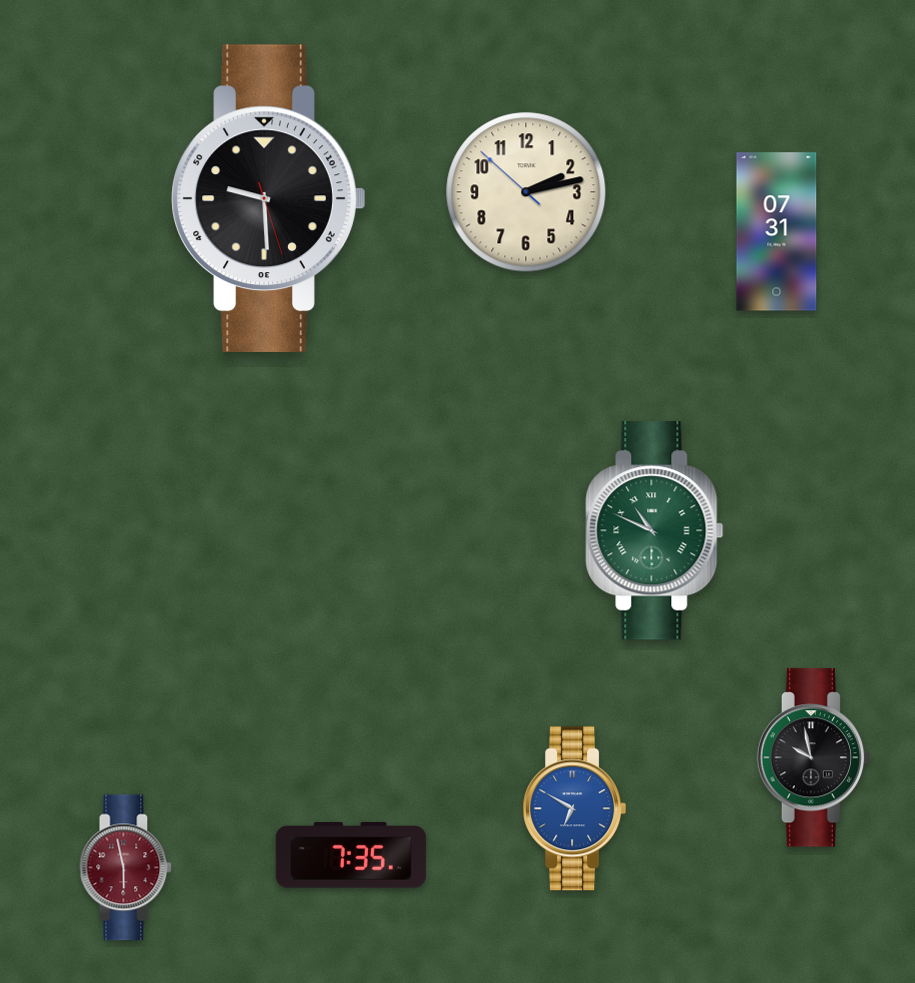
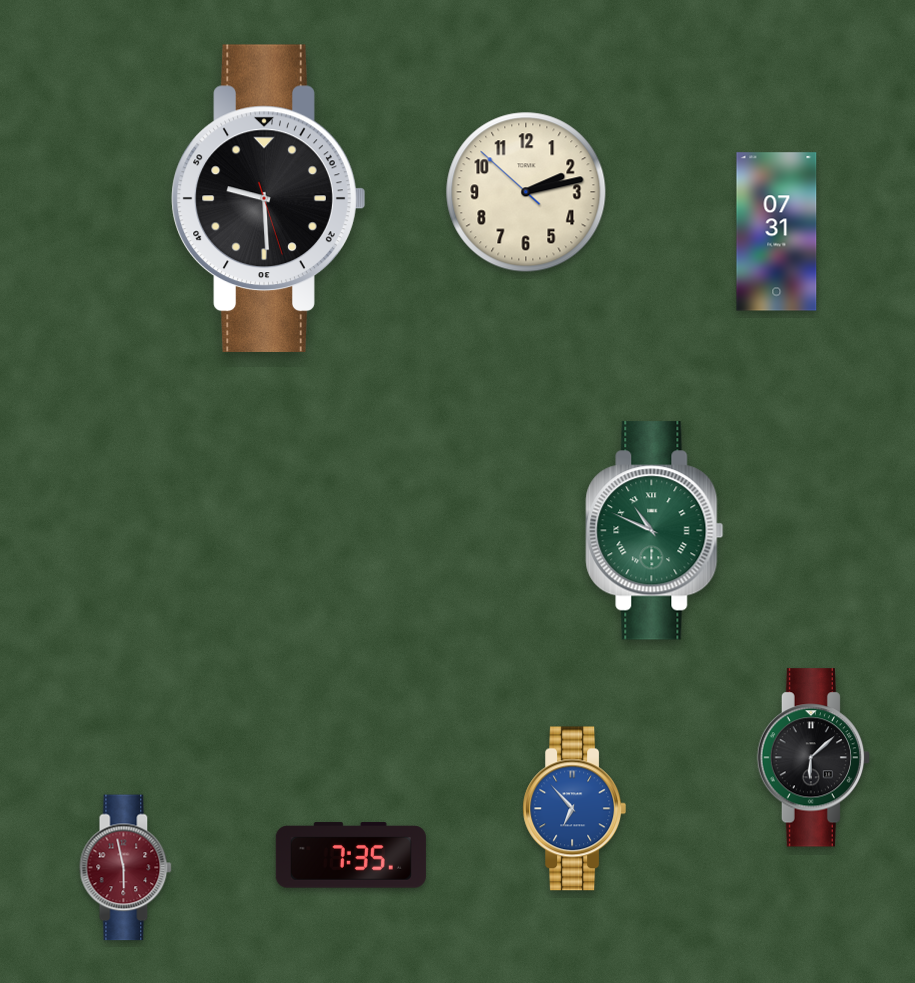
clock at (813, 758): 9:58 -> 6:08
clock at (575, 809): 6:50 -> 6:53
